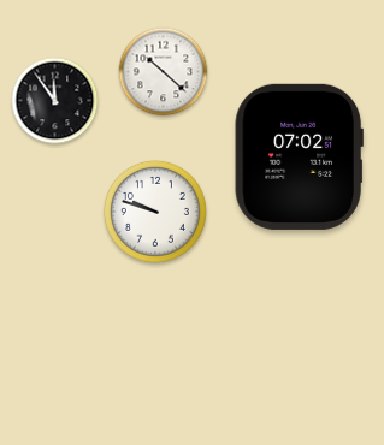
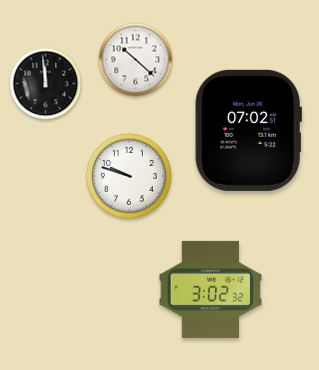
clock at (55, 101): 11:54 -> 11:59
clock at (211, 289): none -> 3:02
